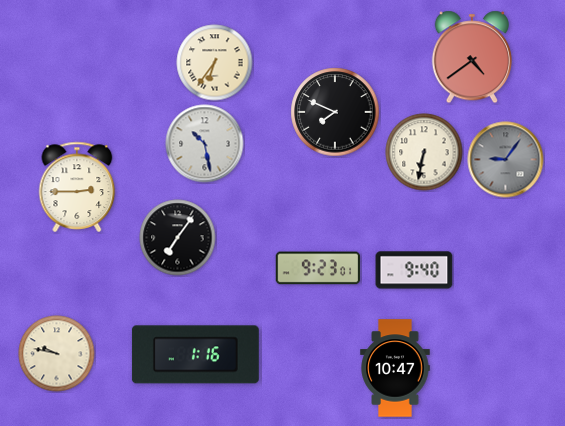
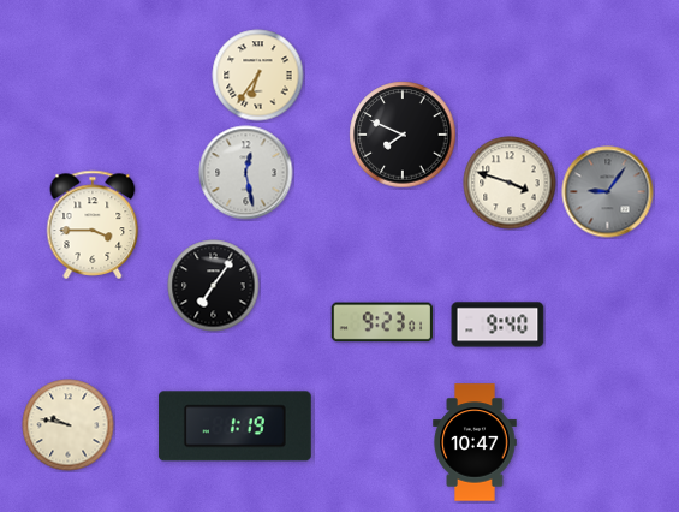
clock at (472, 57): 4:39 -> none
clock at (205, 144): 10:28 -> 12:28
clock at (424, 152): 6:32 -> 3:48
clock at (77, 187): 2:45 -> 3:45
clock at (195, 355): 1:16 -> 1:19
